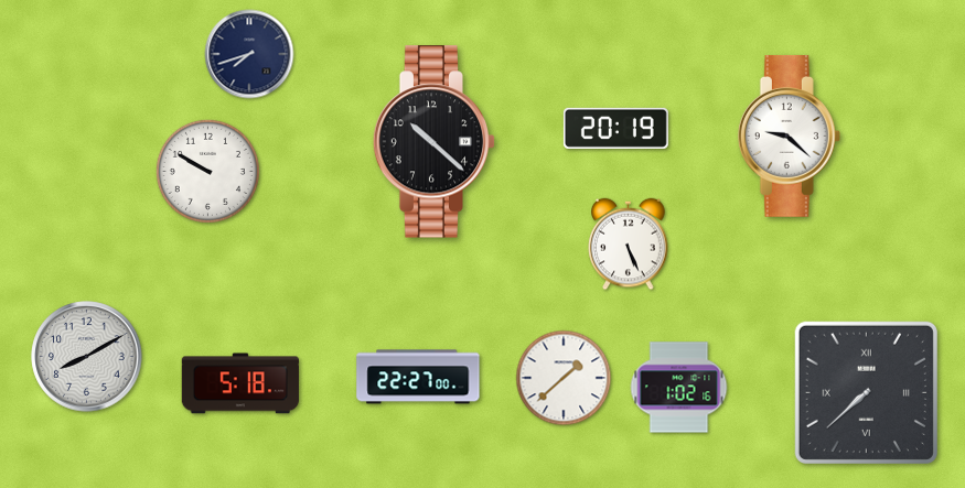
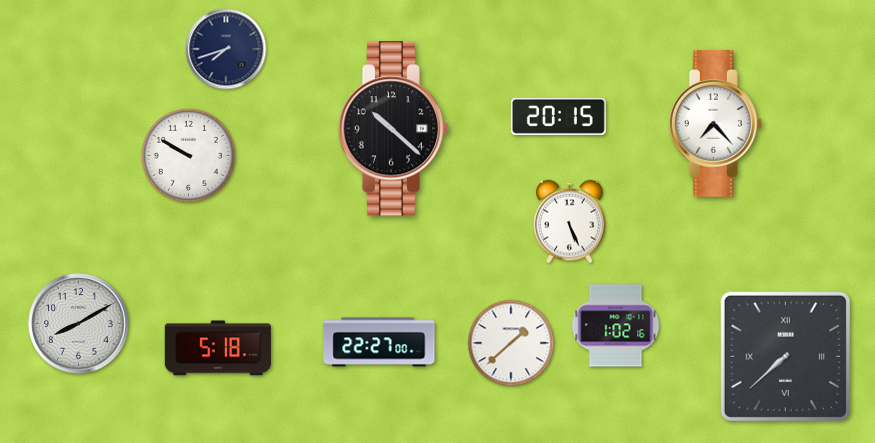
clock at (615, 128): 20:19 -> 20:15
clock at (789, 135): 9:22 -> 7:23
clock at (679, 388) position: (679, 388) -> (616, 326)
